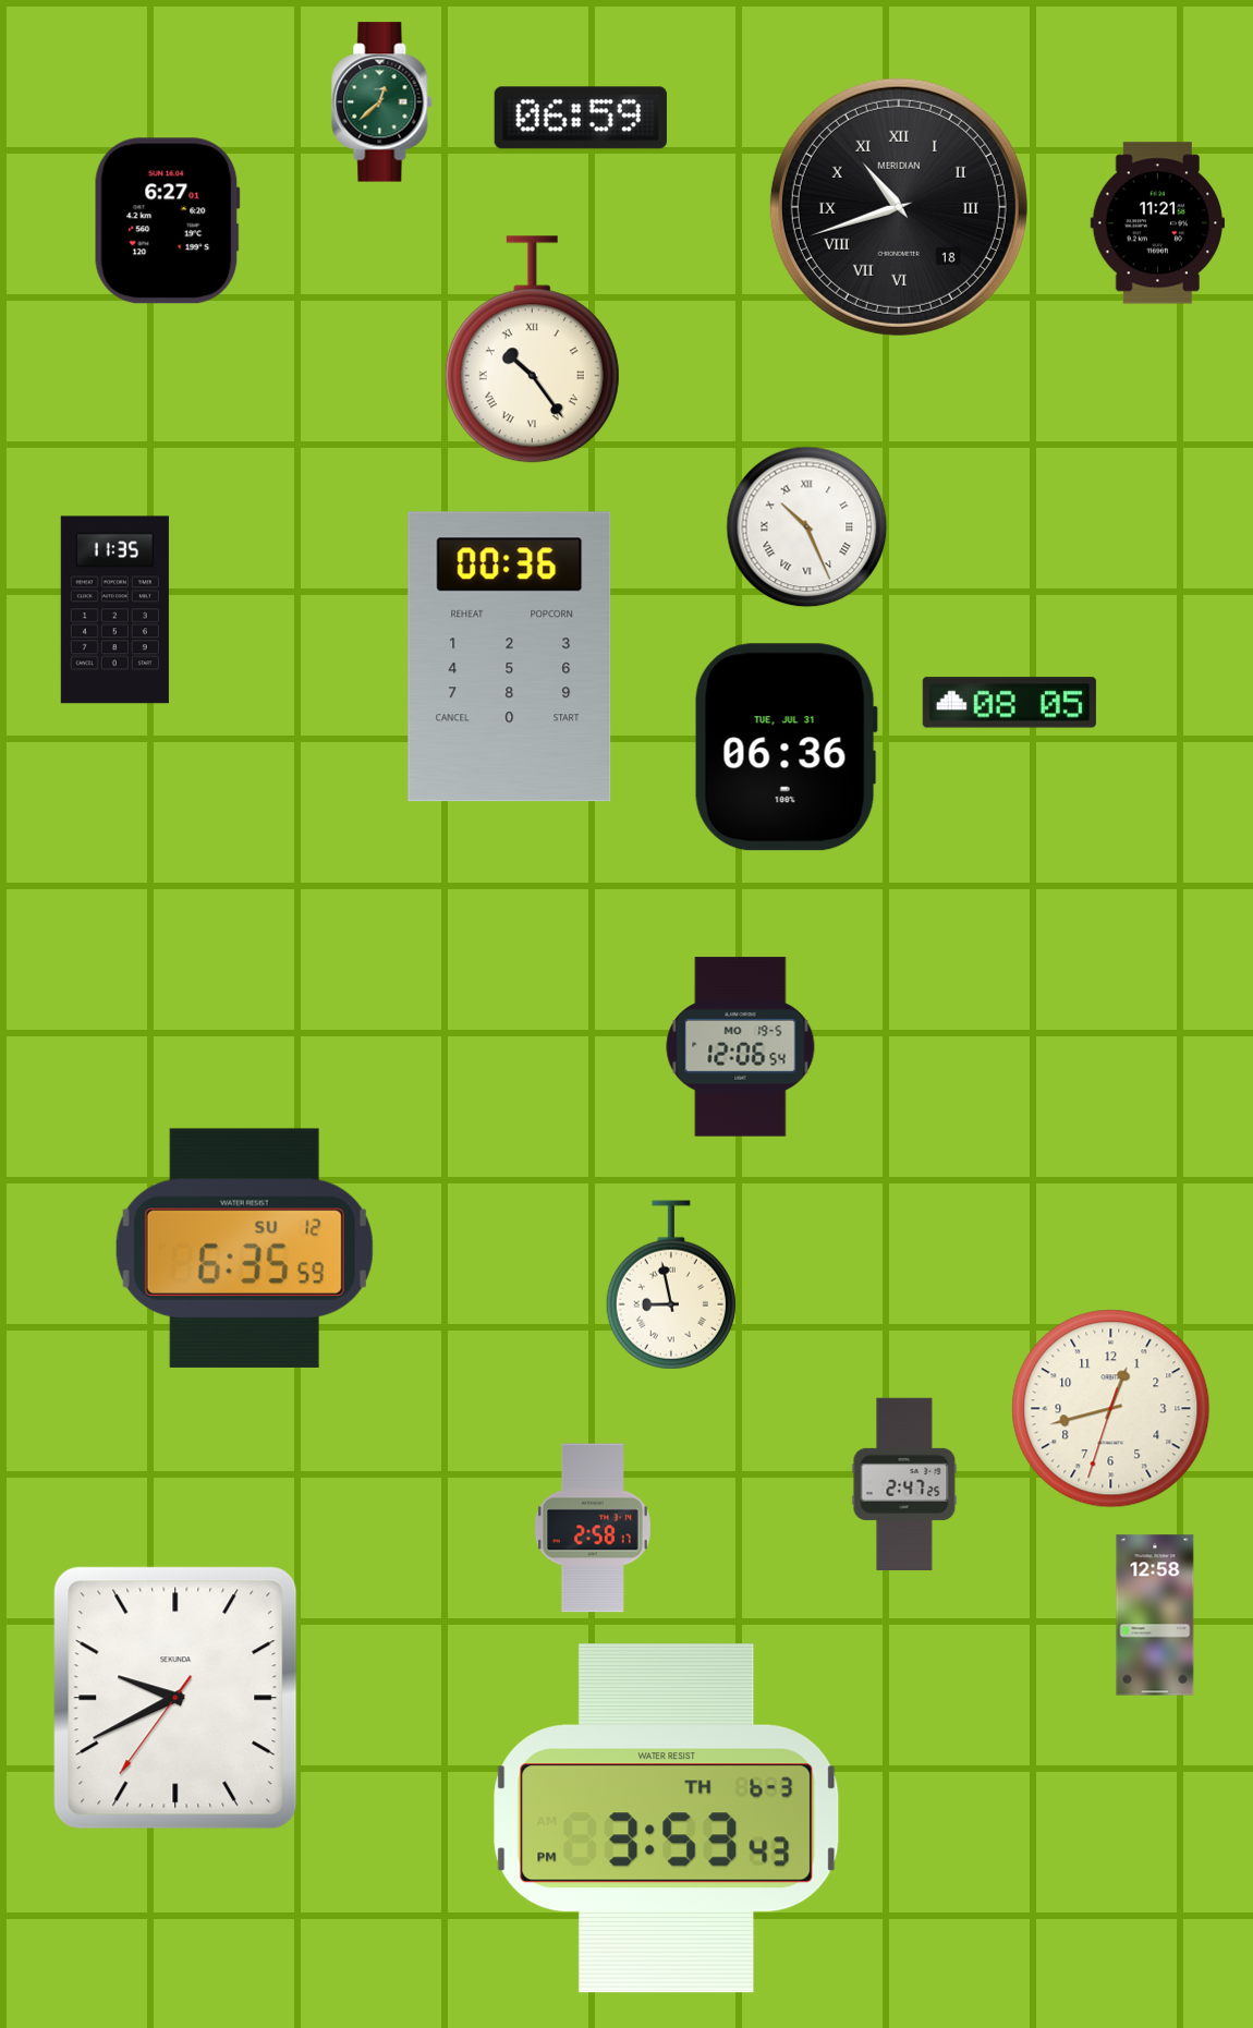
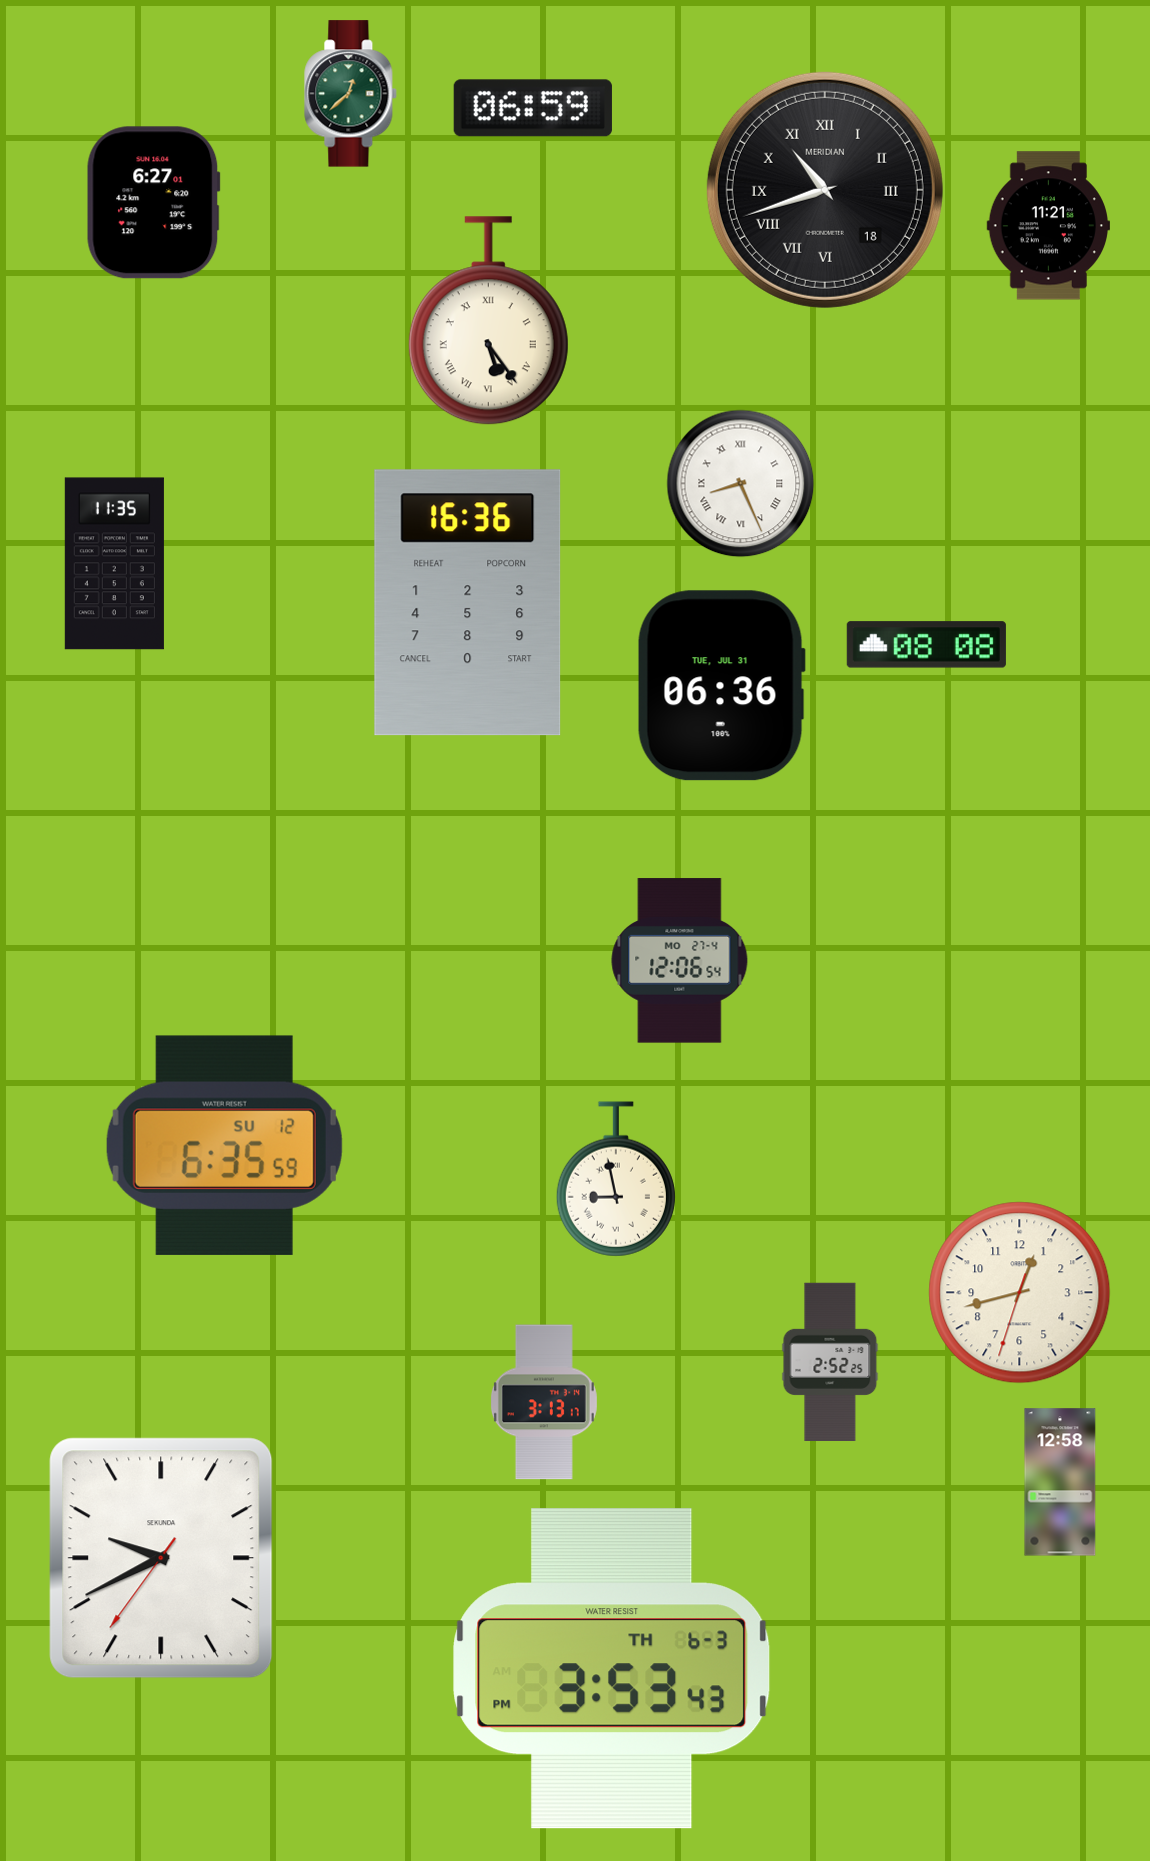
clock at (1157, 223) position: (1157, 223) -> (1048, 226)
clock at (532, 350): 10:24 -> 5:24
clock at (807, 527): 10:26 -> 8:26
clock at (114, 610) position: (114, 610) -> (114, 564)
clock at (510, 657): 00:36 -> 16:36
clock at (1009, 703): 08:05 -> 08:08
clock at (741, 1047) date: MO 19-5 -> MO 27-4
clock at (904, 1483): 2:47 -> 2:52
clock at (593, 1528): 2:58 -> 3:13
